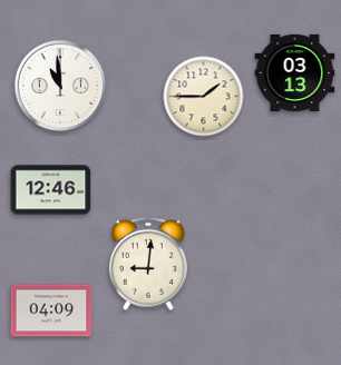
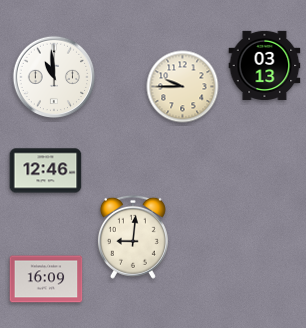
clock at (204, 97): 1:45 -> 9:45
clock at (51, 310): 04:09 -> 16:09
